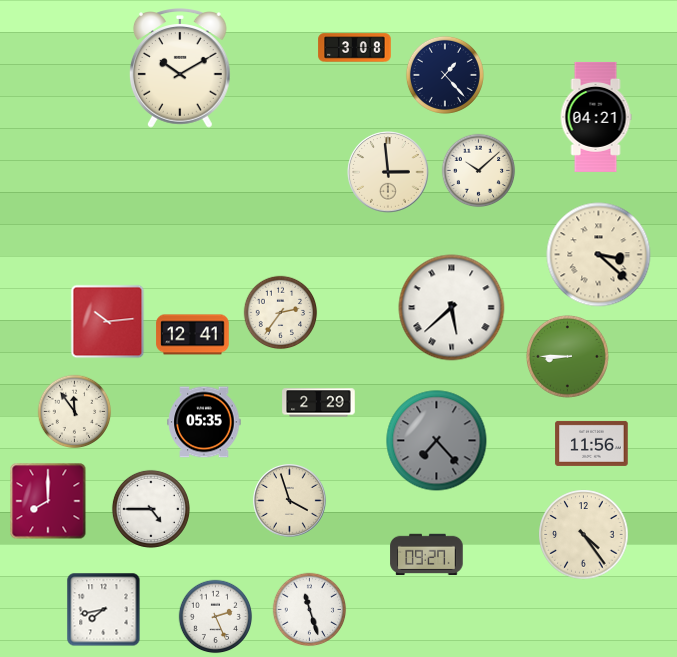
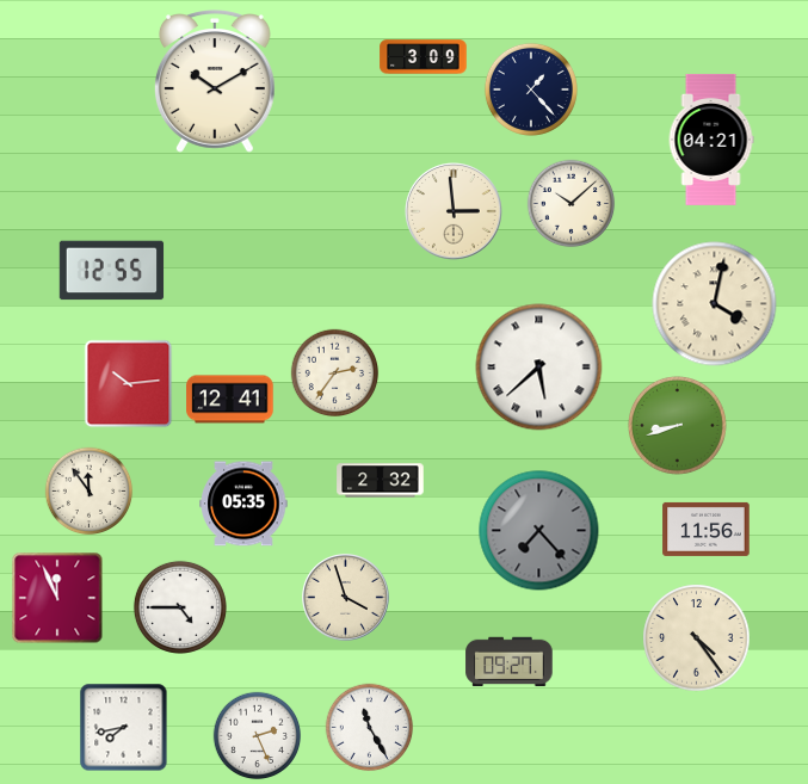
clock at (355, 48): 3:08 -> 3:09
clock at (388, 172) position: (388, 172) -> (454, 211)
clock at (112, 271): none -> 12:55
clock at (599, 255): 3:22 -> 4:02
clock at (567, 356): 8:45 -> 8:42
clock at (319, 403): 2:29 -> 2:32
clock at (437, 441) position: (437, 441) -> (539, 531)
clock at (48, 501): 8:00 -> 11:56
clock at (310, 610): 11:27 -> 11:25
